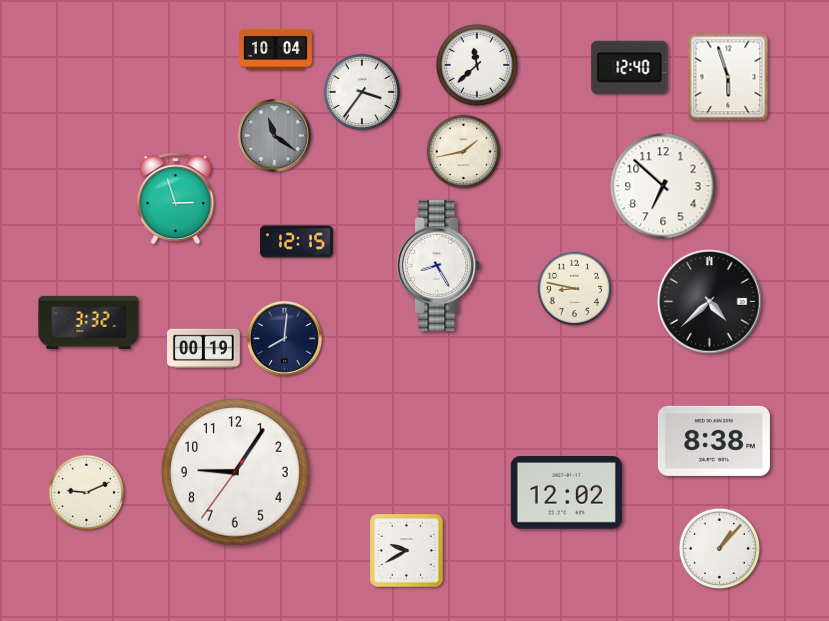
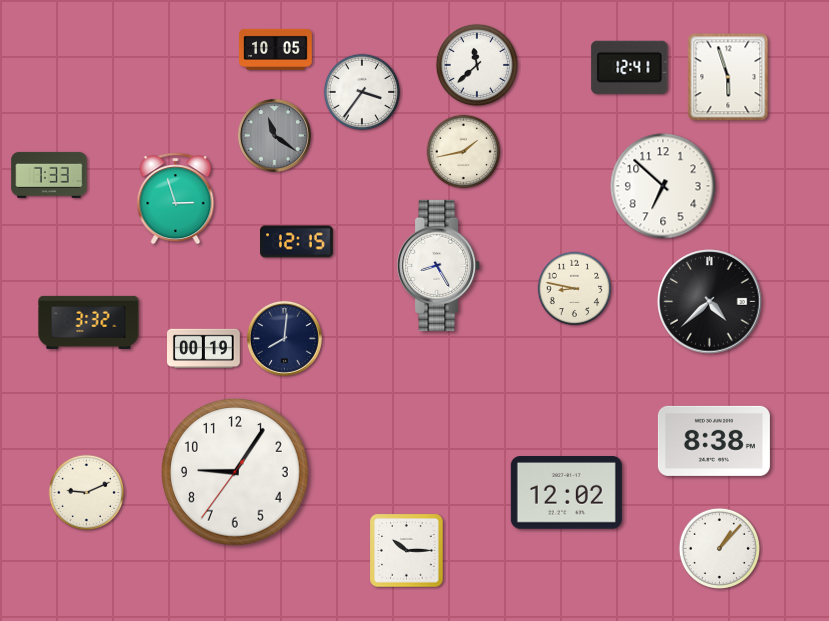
clock at (276, 49): 10:04 -> 10:05
clock at (630, 67): 12:40 -> 12:41
clock at (49, 175): none -> 7:33
clock at (407, 551): 9:40 -> 10:15
